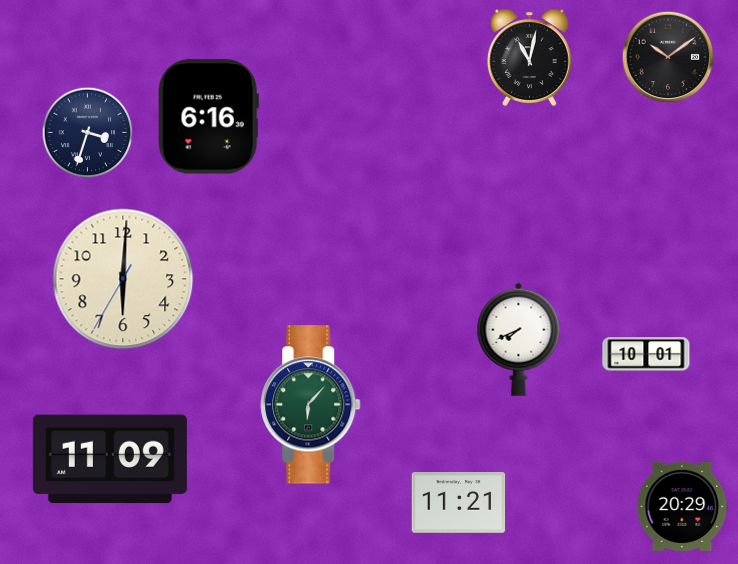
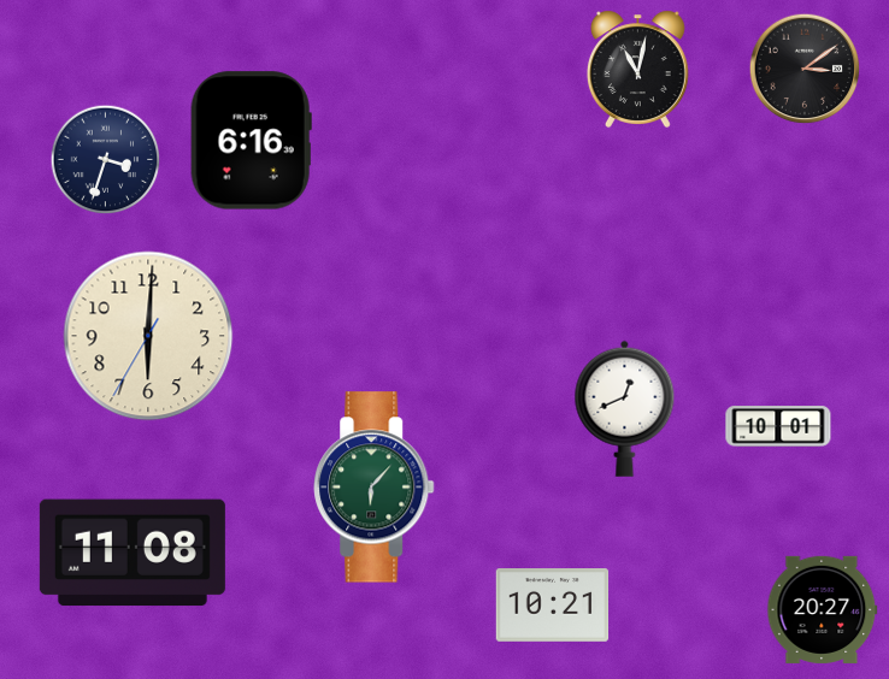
clock at (668, 57): 10:09 -> 3:09
clock at (519, 339): 7:41 -> 12:41
clock at (110, 459): 11:09 -> 11:08
clock at (459, 503): 11:21 -> 10:21
clock at (683, 506): 20:29 -> 20:27
